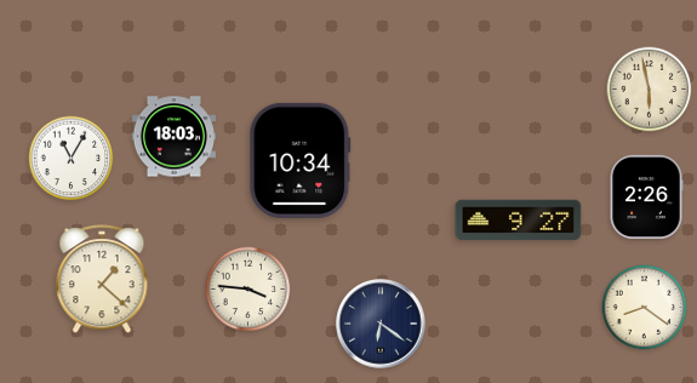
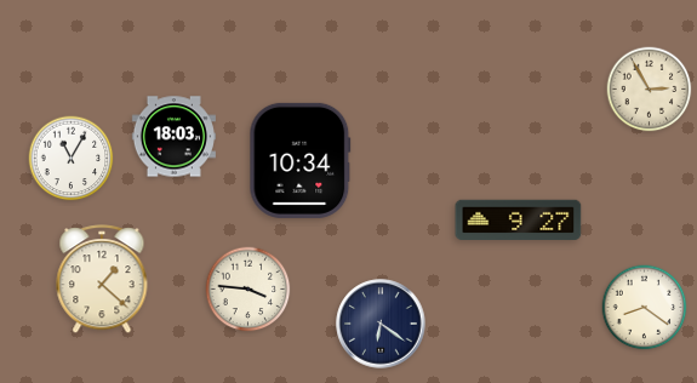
clock at (650, 90): 5:58 -> 2:55
clock at (646, 196): 2:26 -> none
